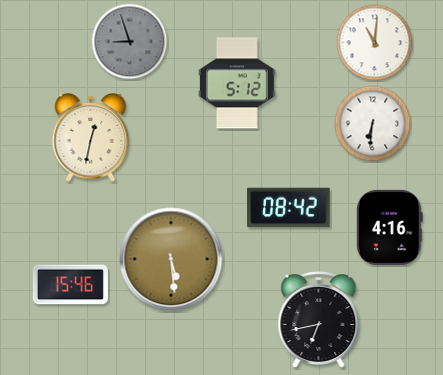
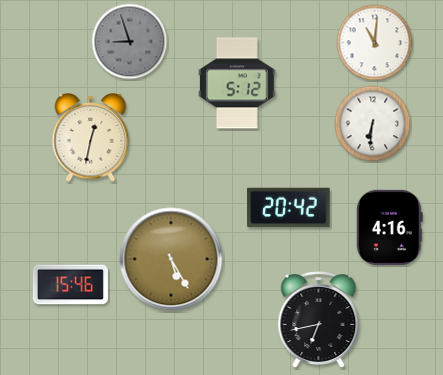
clock at (289, 208): 08:42 -> 20:42
clock at (171, 259): 5:29 -> 5:25
